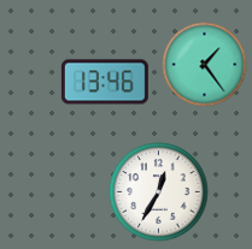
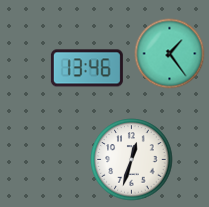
clock at (159, 192): 12:35 -> 12:33
